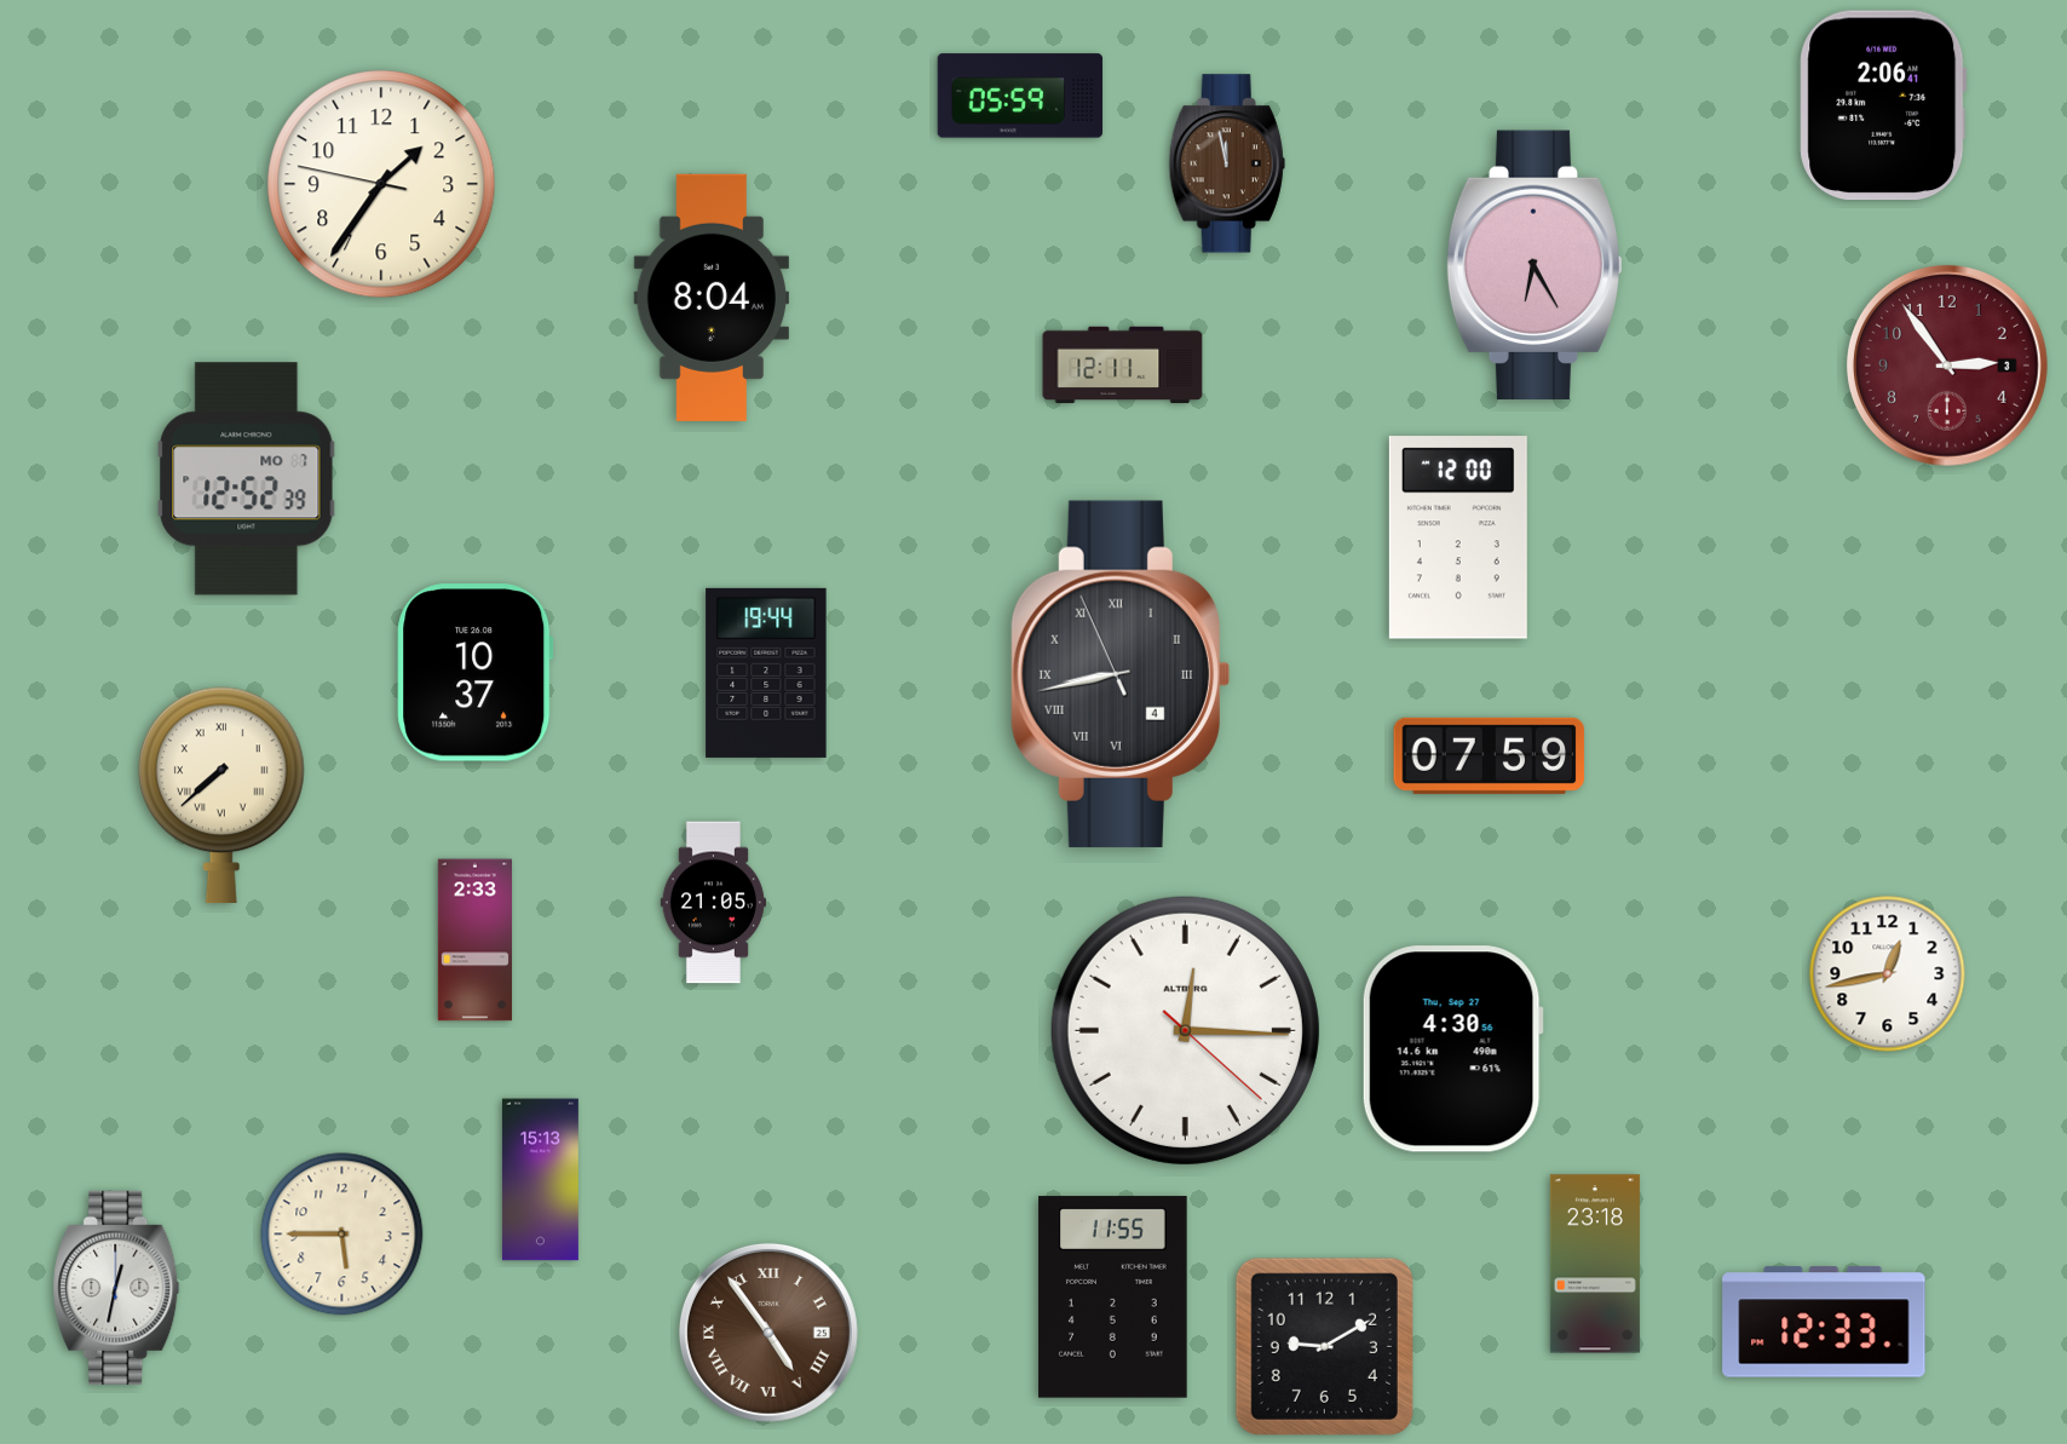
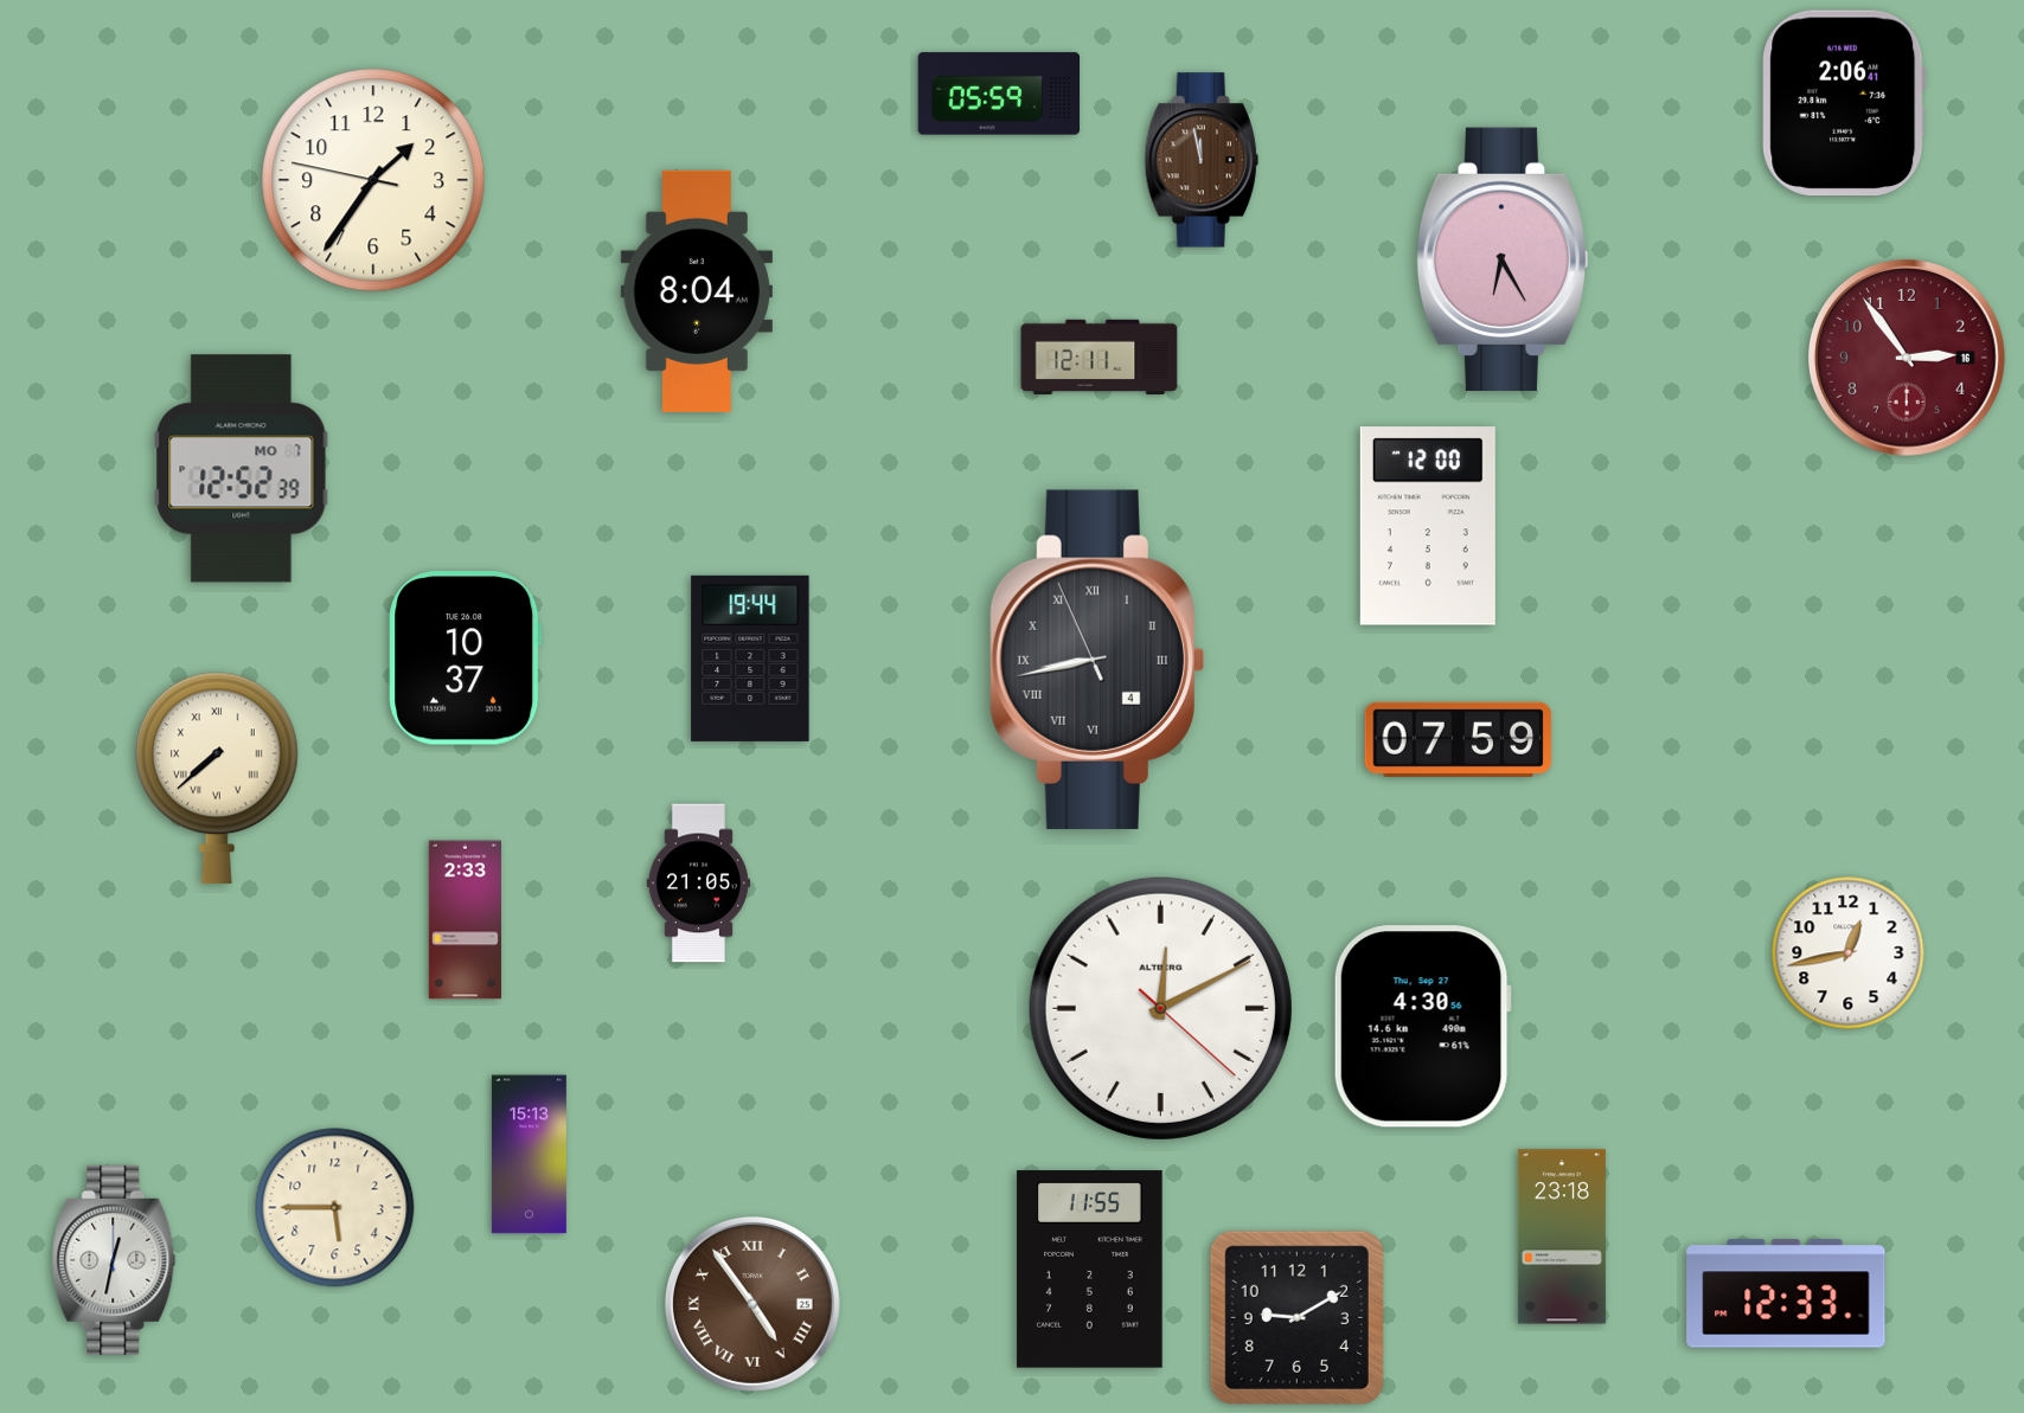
clock at (1947, 366) date: 3 -> 16
clock at (1185, 1030): 12:15 -> 12:10
